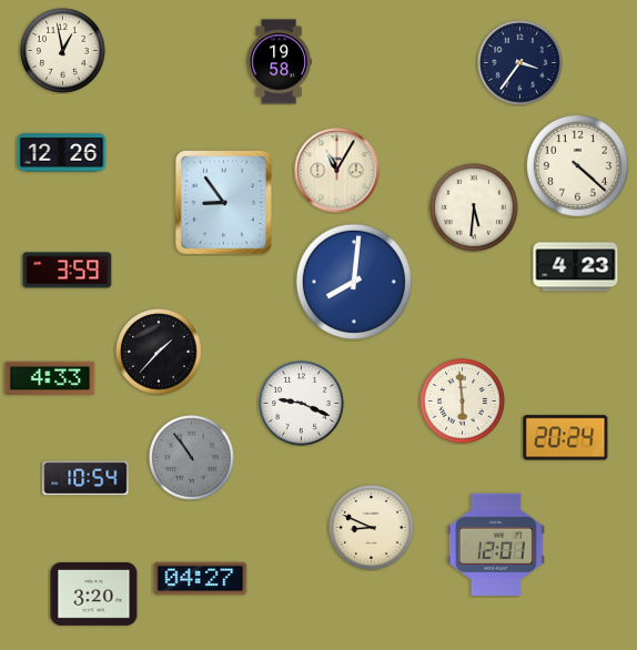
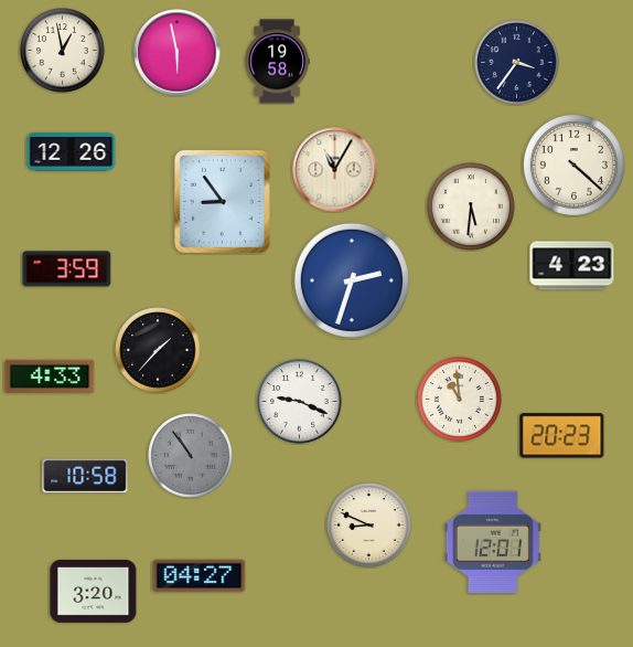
clock at (178, 53): none -> 5:58
clock at (62, 153) position: (62, 153) -> (72, 152)
clock at (354, 282): 8:01 -> 2:33
clock at (463, 402): 5:59 -> 10:59
clock at (566, 438): 20:24 -> 20:23
clock at (85, 478): 10:54 -> 10:58
